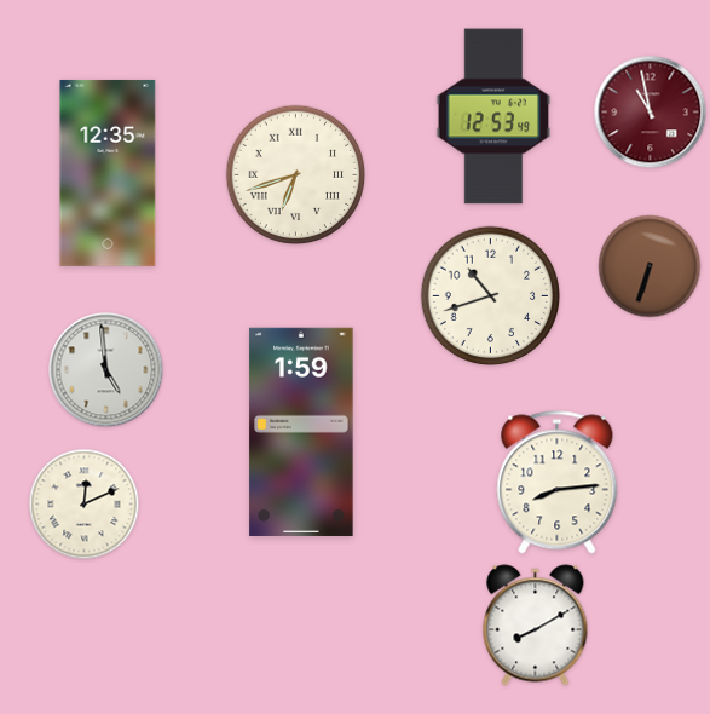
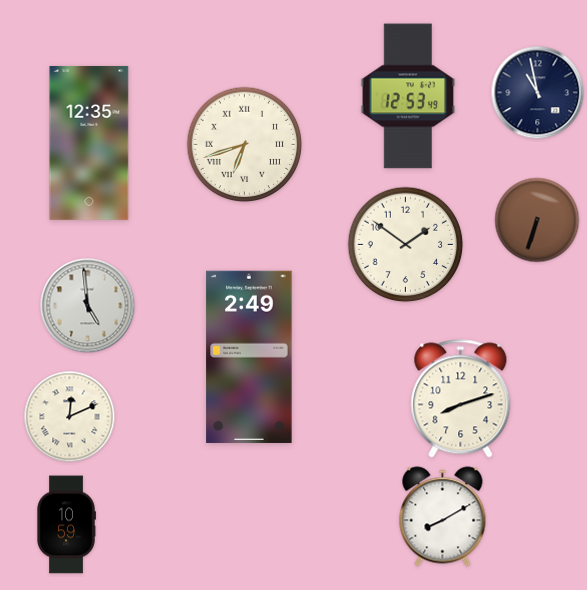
clock at (651, 113) dial: burgundy -> navy
clock at (491, 296): 10:42 -> 1:51
clock at (301, 432): 1:59 -> 2:49
clock at (558, 483): 8:14 -> 8:12
clock at (66, 525): none -> 10:59
